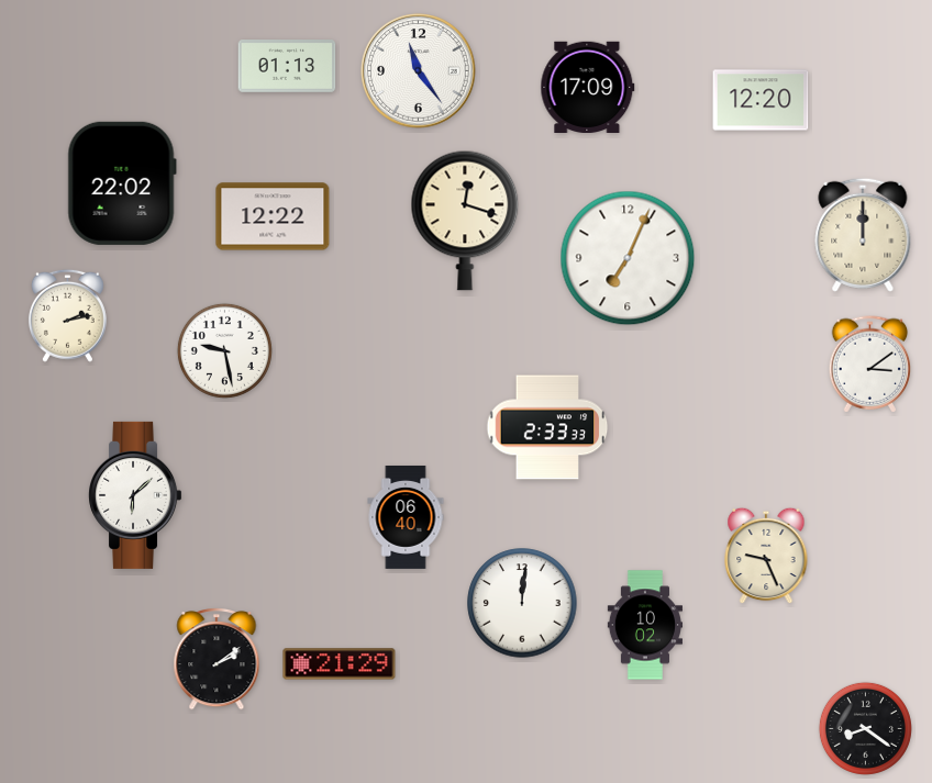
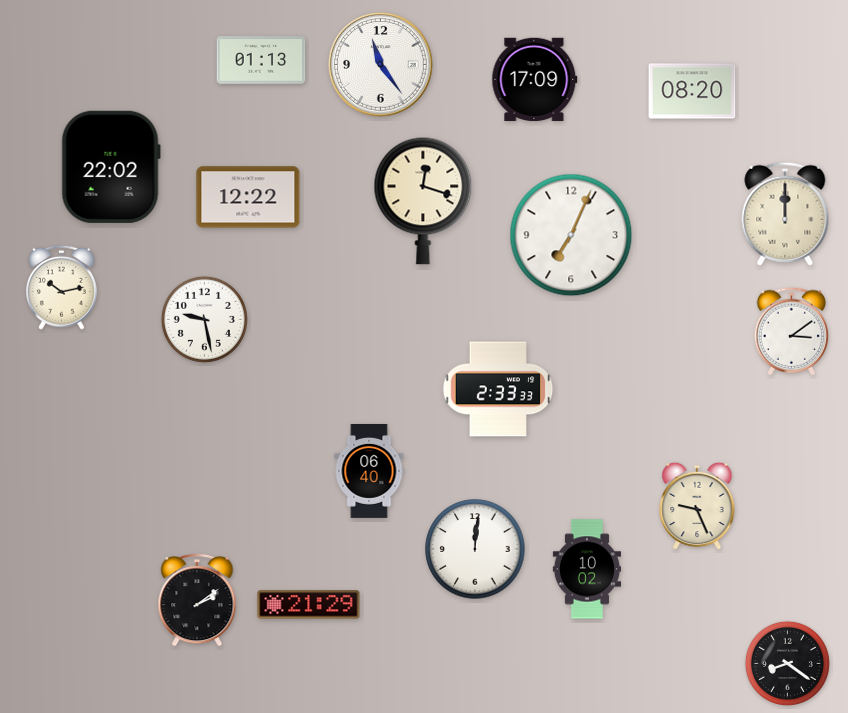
clock at (761, 100): 12:20 -> 08:20
clock at (67, 315): 2:13 -> 10:13
clock at (135, 495): 6:08 -> none
